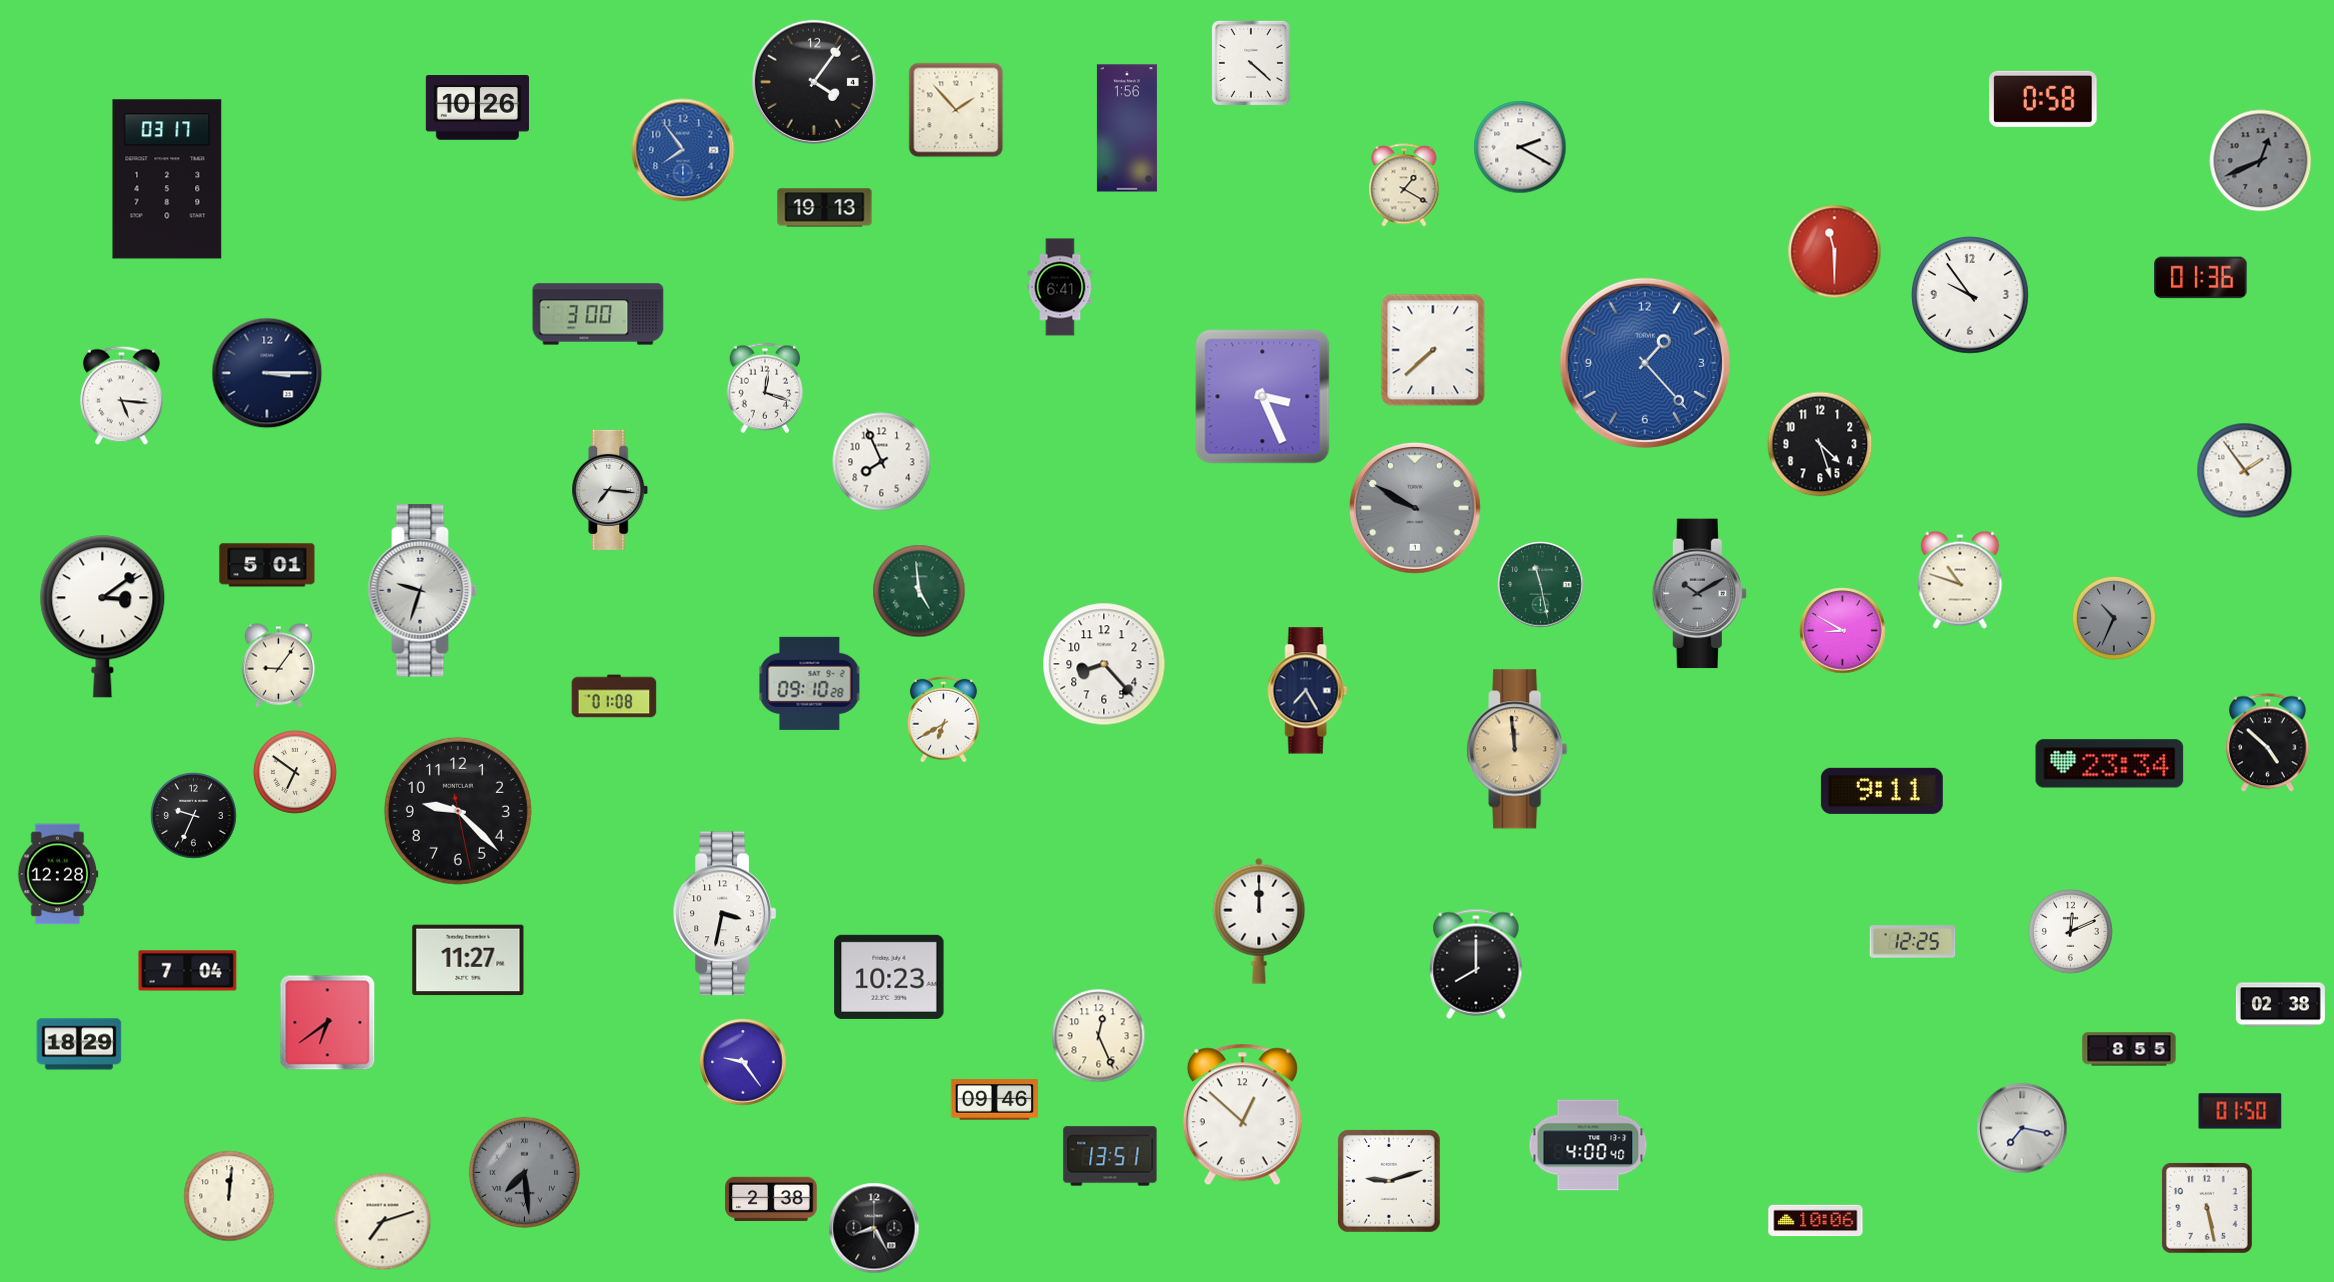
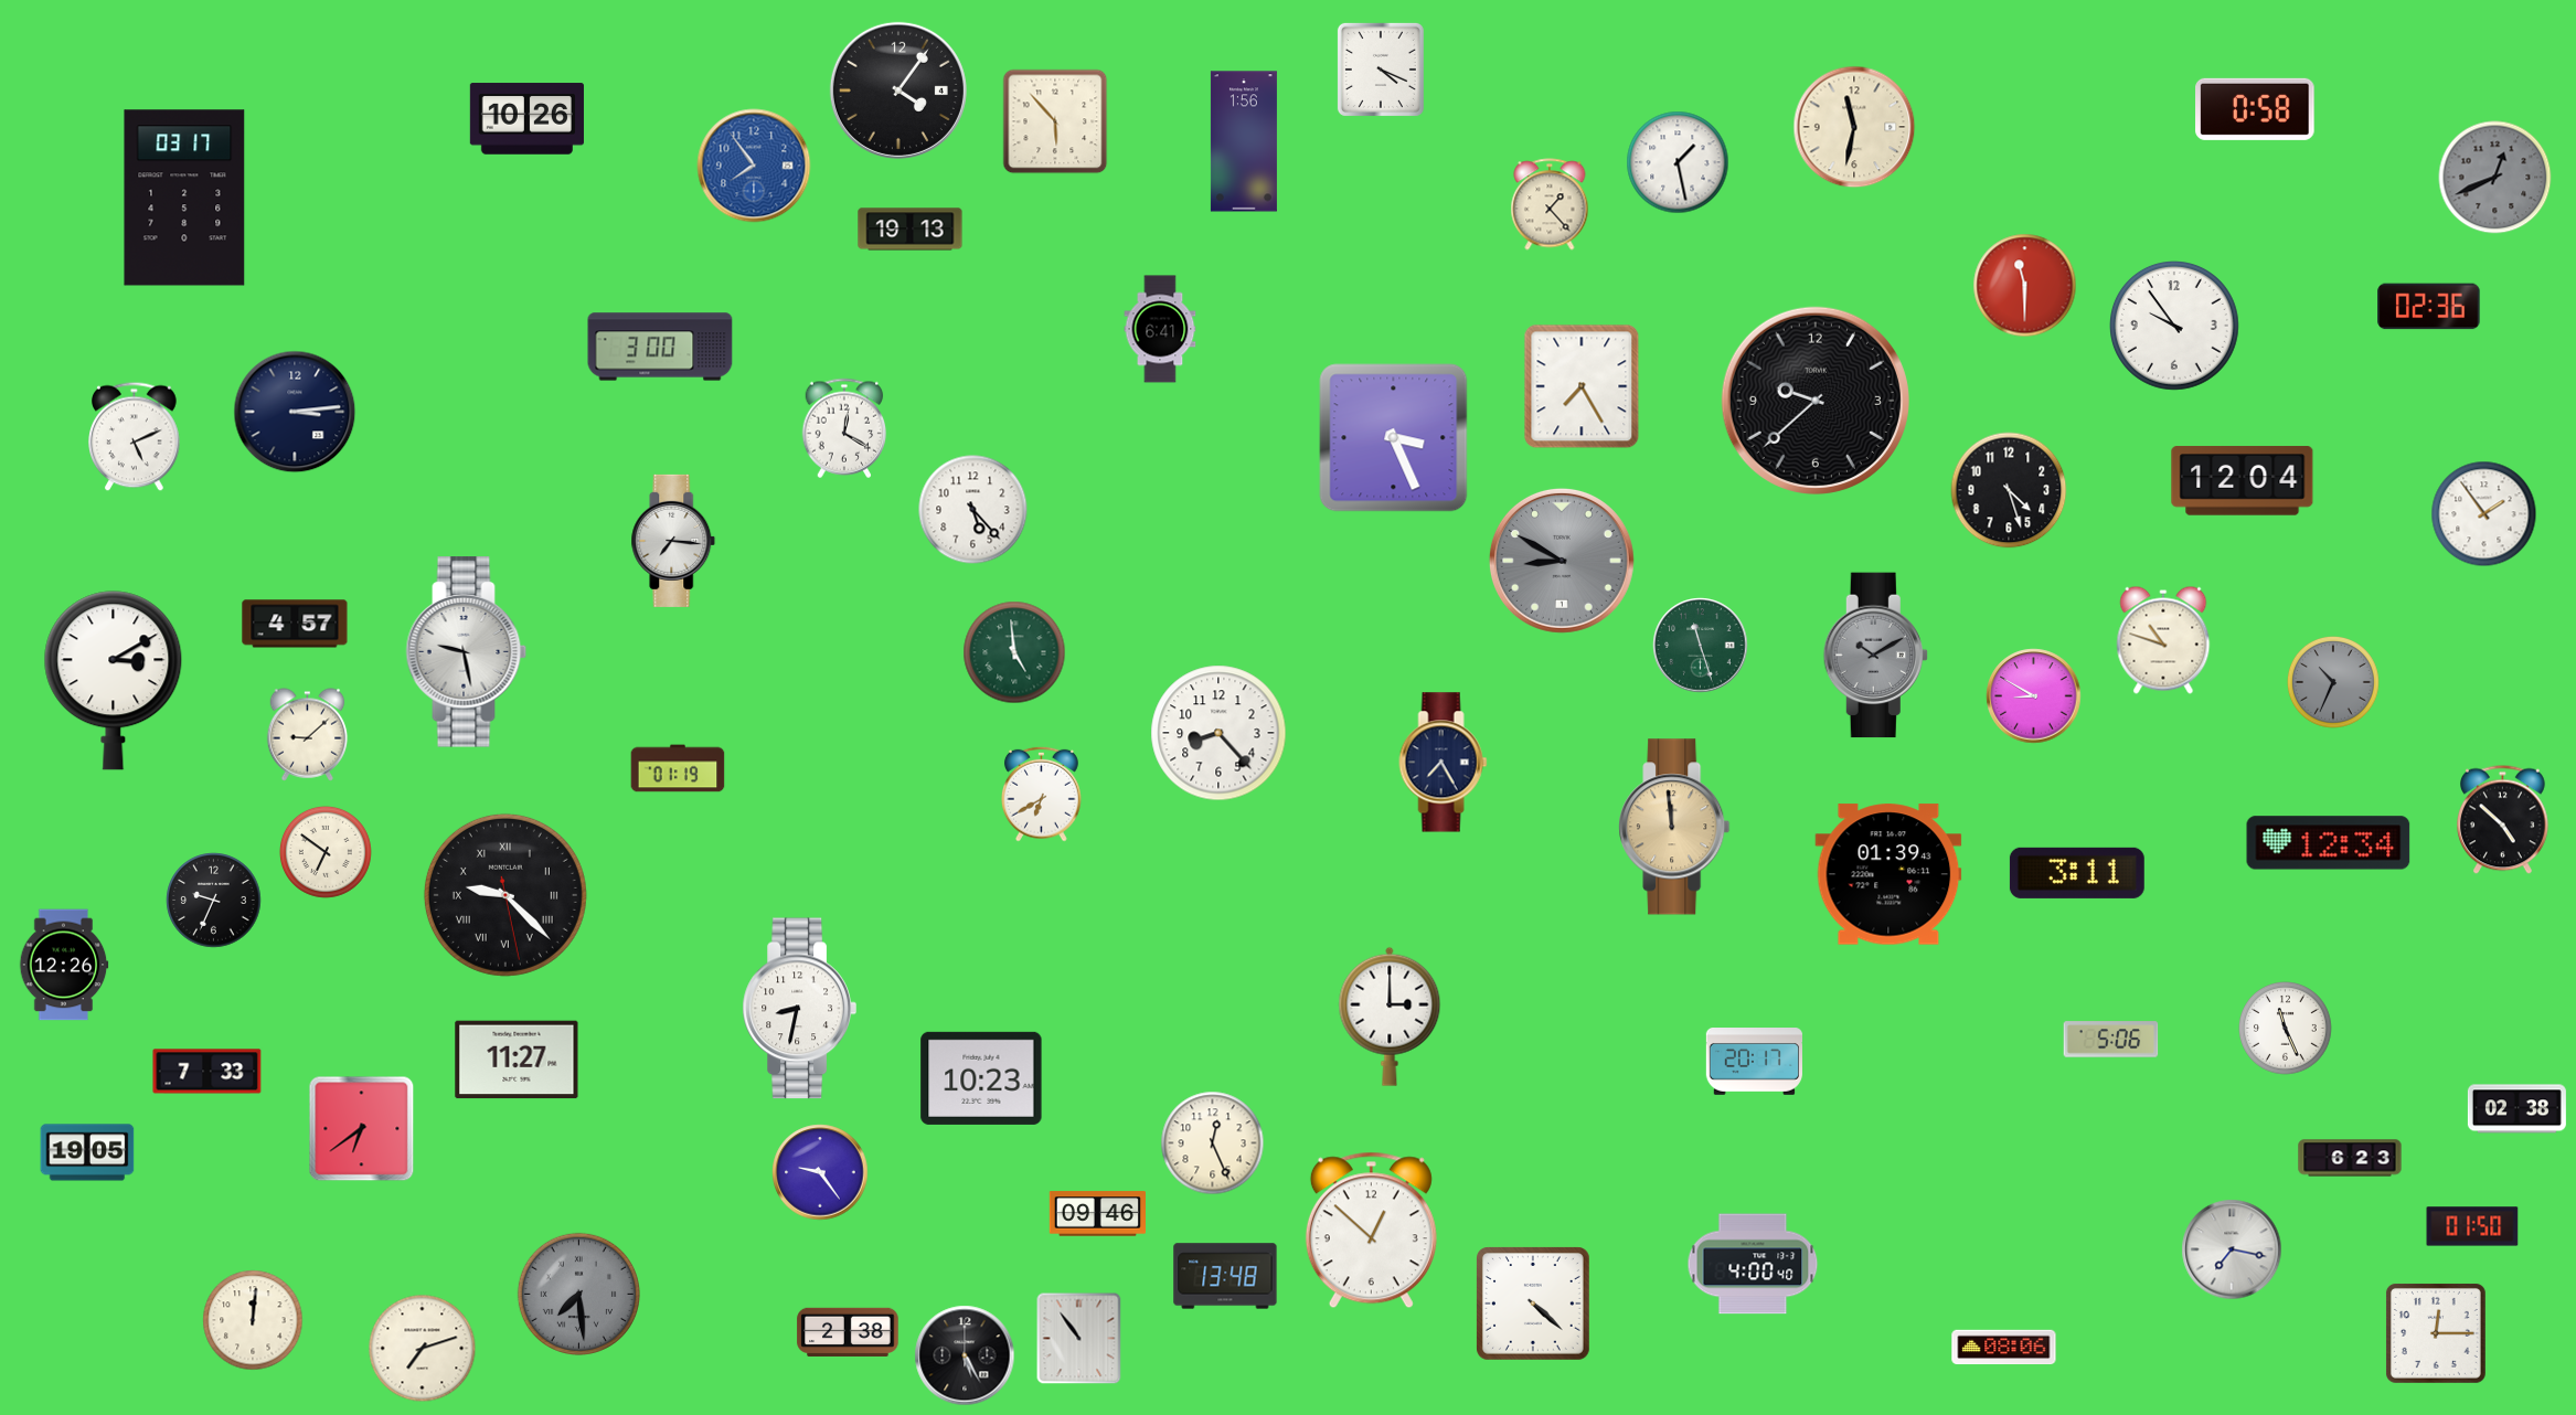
clock at (1251, 63): 4:22 -> 4:19
clock at (956, 110): 1:53 -> 5:53
clock at (1854, 127): none -> 11:32
clock at (1520, 147): 2:20 -> 1:28
clock at (1404, 185): 1:20 -> 1:23
clock at (1835, 252) position: (1835, 252) -> (2025, 286)
clock at (2201, 278): 01:36 -> 02:36
clock at (1060, 287) position: (1060, 287) -> (1160, 329)
clock at (1433, 350): 7:38 -> 7:25
clock at (1645, 363): 1:23 -> 9:38
clock at (1645, 363) dial: blue -> black
clock at (267, 373): 3:15 -> 3:14
clock at (765, 388): 12:18 -> 12:20
clock at (122, 396): 5:16 -> 5:11
clock at (2243, 481): none -> 12:04
clock at (882, 462): 7:56 -> 5:23
clock at (2245, 471) position: (2245, 471) -> (2484, 514)
clock at (1415, 508): 9:50 -> 8:50
clock at (267, 565): 5:01 -> 4:57
clock at (1541, 585): 11:28 -> 11:27
clock at (423, 591): 9:33 -> 9:28
clock at (103, 617): 3:09 -> 3:10
clock at (279, 666): 9:06 -> 9:08
clock at (810, 683): 09:10 -> none
clock at (614, 696): 01:08 -> 01:19
clock at (2110, 764): 23:34 -> 12:34
clock at (1882, 791): 9:11 -> 3:11
clock at (1888, 874): none -> 01:39
clock at (458, 811) numerals: Arabic -> Roman
clock at (58, 874): 12:28 -> 12:26
clock at (724, 914): 3:32 -> 8:32
clock at (1259, 921): 12:00 -> 3:00
clock at (2071, 932): 12:11 -> 11:26
clock at (1913, 942): 12:25 -> 5:06
clock at (1754, 1062): none -> 20:17
clock at (1476, 964): 8:00 -> none
clock at (188, 971): 7:04 -> 7:33
clock at (79, 1044): 18:29 -> 19:05
clock at (2129, 1049): 8:55 -> 6:23
clock at (2022, 1128) position: (2022, 1128) -> (2232, 1249)
clock at (1110, 1156): 13:51 -> 13:48
clock at (1390, 1182): 9:12 -> 4:22
clock at (771, 1198) position: (771, 1198) -> (848, 1331)
clock at (2207, 1208): 5:28 -> 12:15
clock at (1079, 1339): none -> 10:54
clock at (1816, 1221): 10:06 -> 08:06
clock at (874, 1228): 8:25 -> 5:25
